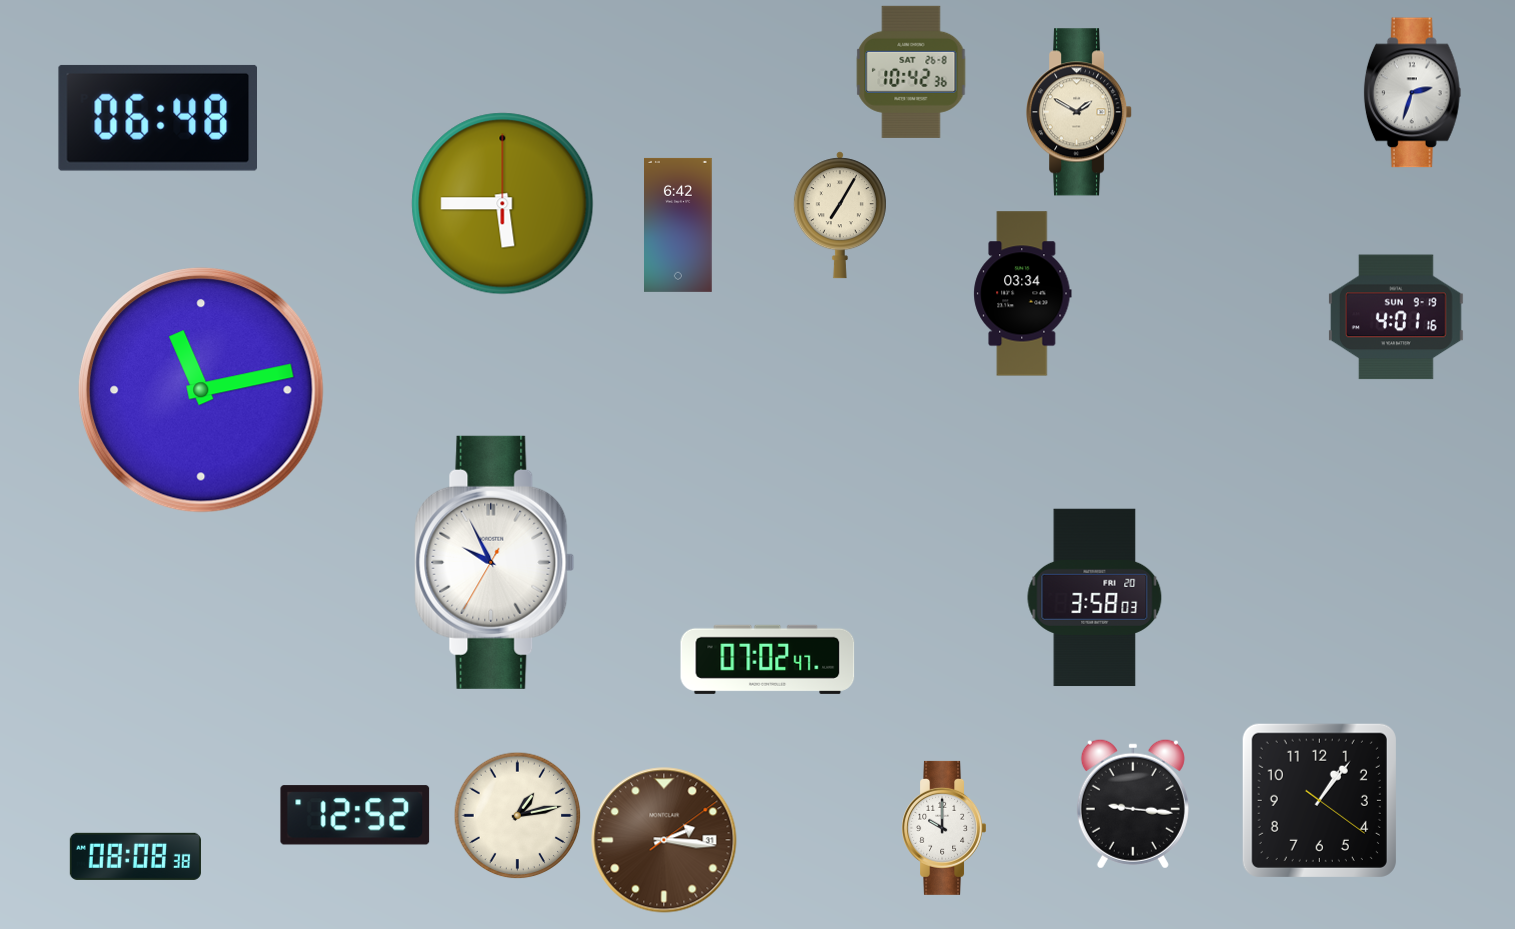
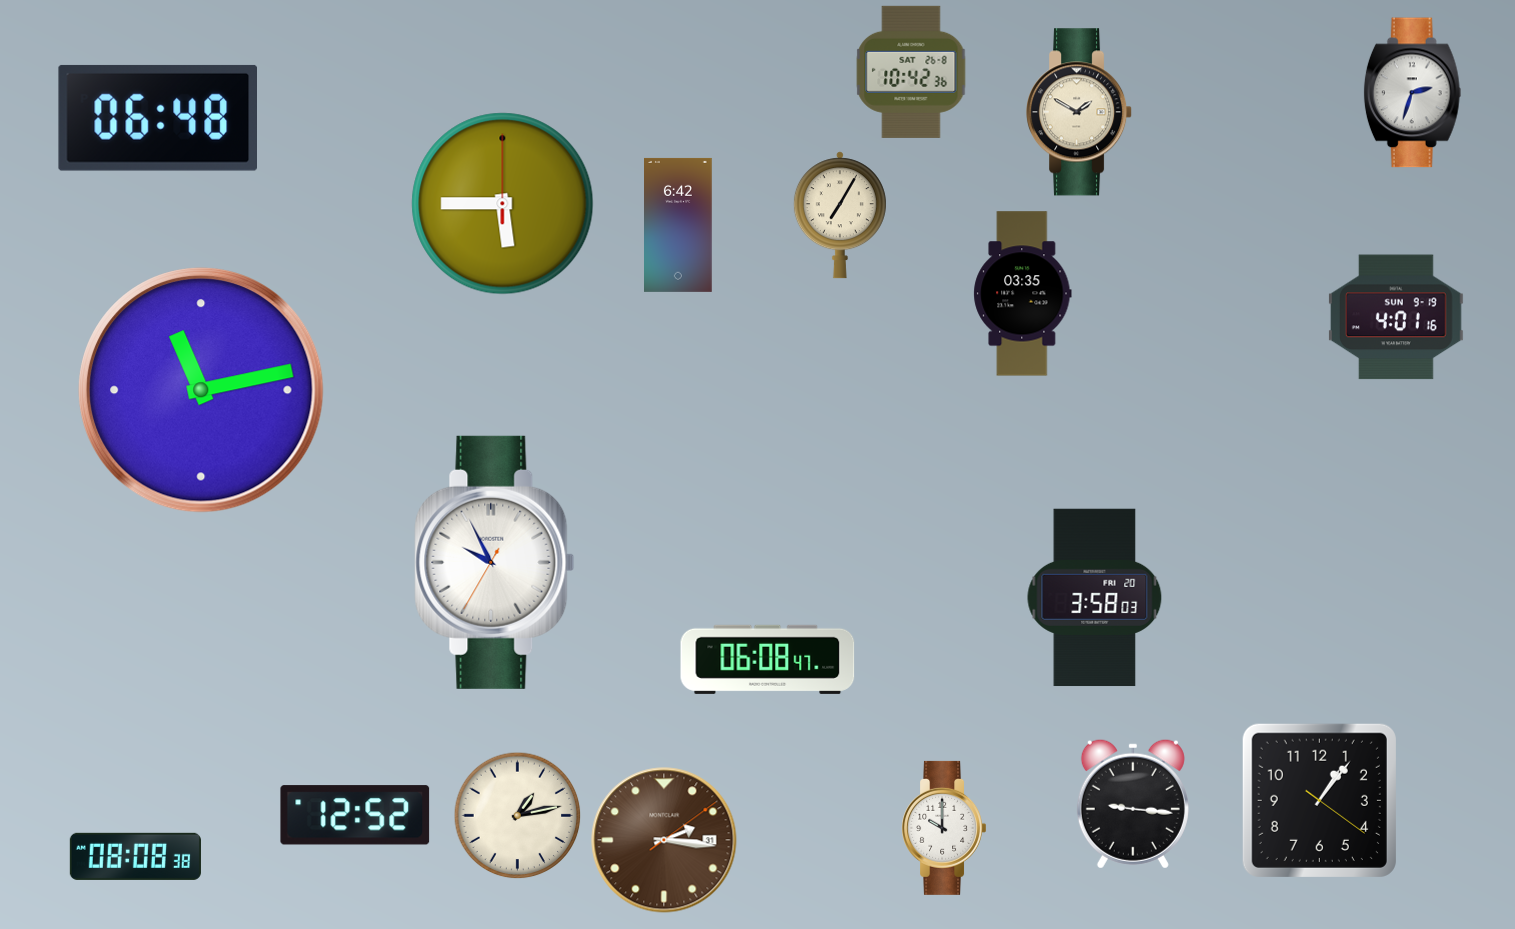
clock at (1023, 294): 03:34 -> 03:35
clock at (768, 659): 07:02 -> 06:08
